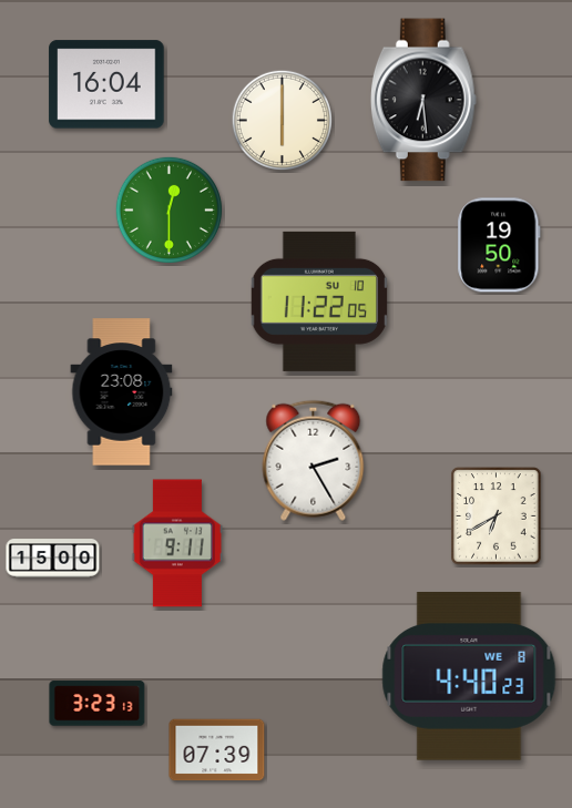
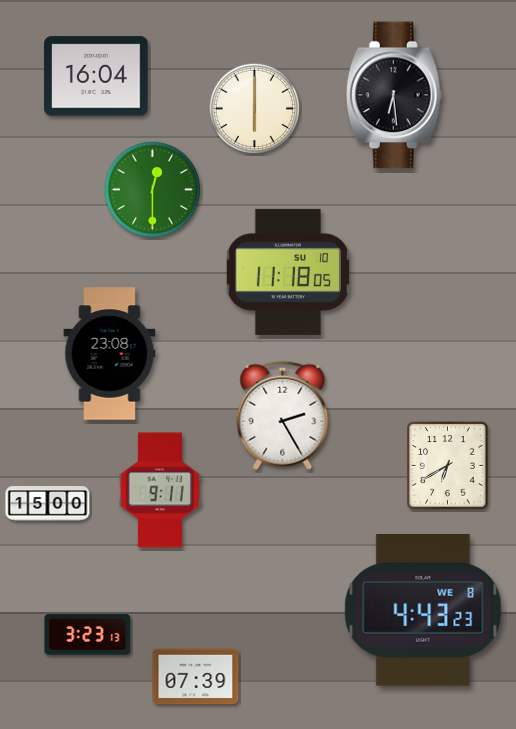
clock at (423, 100) position: (423, 100) -> (394, 95)
clock at (499, 245): 19:50 -> none
clock at (318, 301): 11:22 -> 11:18
clock at (469, 677): 4:40 -> 4:43
